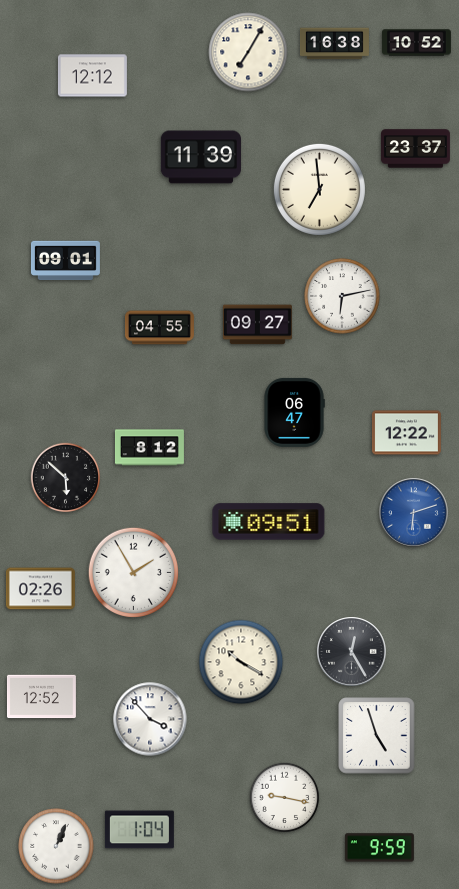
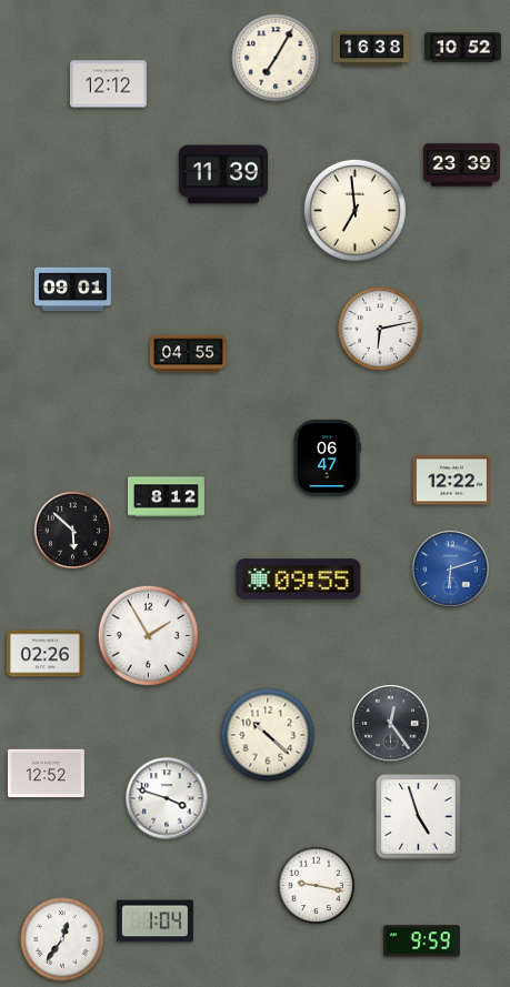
clock at (92, 76) position: (92, 76) -> (108, 84)
clock at (415, 149): 23:37 -> 23:39
clock at (257, 325): 09:27 -> none
clock at (159, 328) position: (159, 328) -> (188, 354)
clock at (414, 513) position: (414, 513) -> (451, 570)
clock at (269, 522): 09:51 -> 09:55
clock at (352, 652): 12:25 -> 12:24
clock at (241, 662): 10:20 -> 10:22
clock at (150, 719): 3:53 -> 3:48
clock at (56, 846): 1:04 -> 12:36
